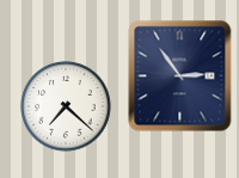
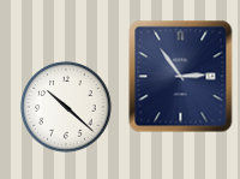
clock at (66, 106): 7:22 -> 10:22
